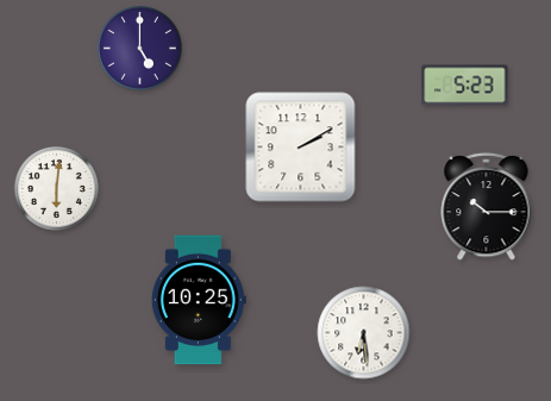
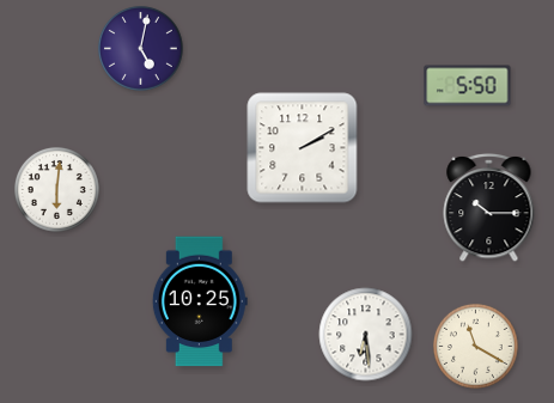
clock at (139, 48): 5:00 -> 5:02
clock at (465, 86): 5:23 -> 5:50
clock at (475, 346): none -> 11:20
